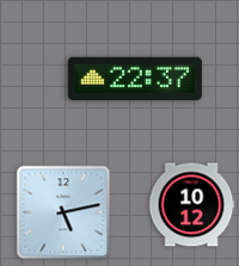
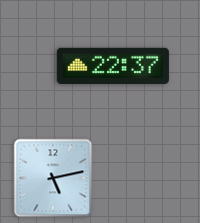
clock at (191, 205): 10:12 -> none
